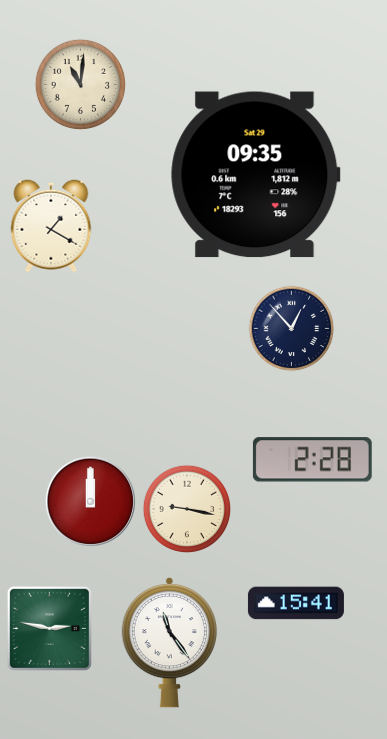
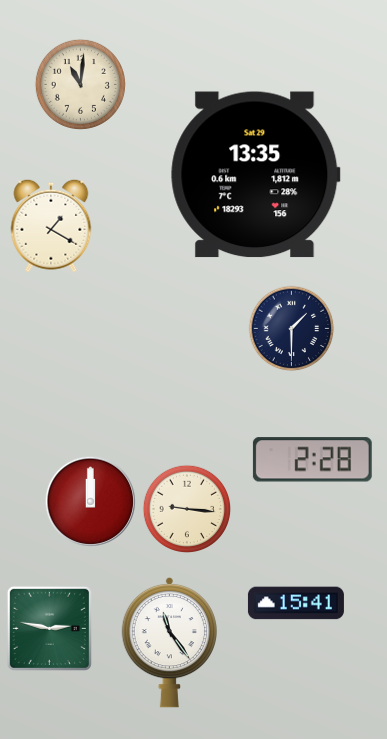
clock at (256, 175): 09:35 -> 13:35
clock at (292, 329): 12:53 -> 1:30
clock at (187, 509): 9:17 -> 9:16
